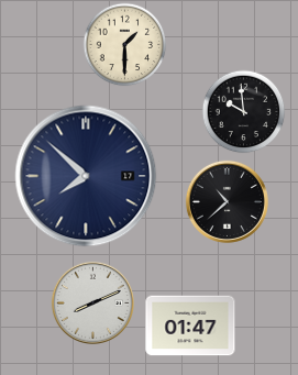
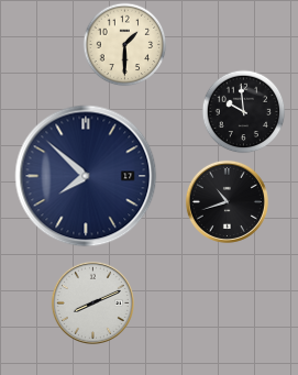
clock at (227, 201): 10:38 -> 10:42
clock at (190, 326): 01:47 -> none
